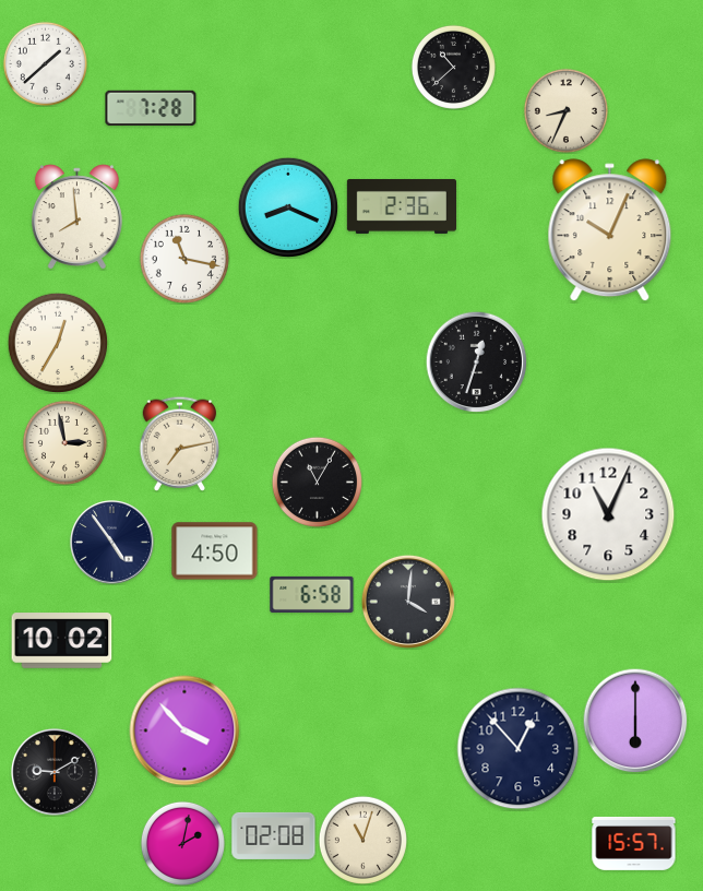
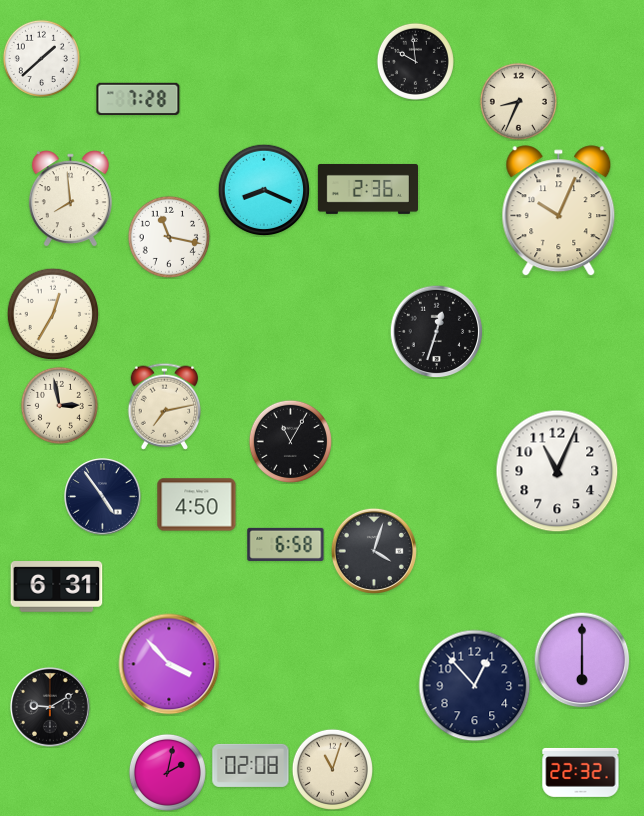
clock at (453, 67): 10:38 -> 9:59
clock at (408, 602): 4:01 -> 4:03
clock at (62, 641): 10:02 -> 6:31
clock at (184, 730) position: (184, 730) -> (169, 664)
clock at (634, 843): 15:57 -> 22:32
